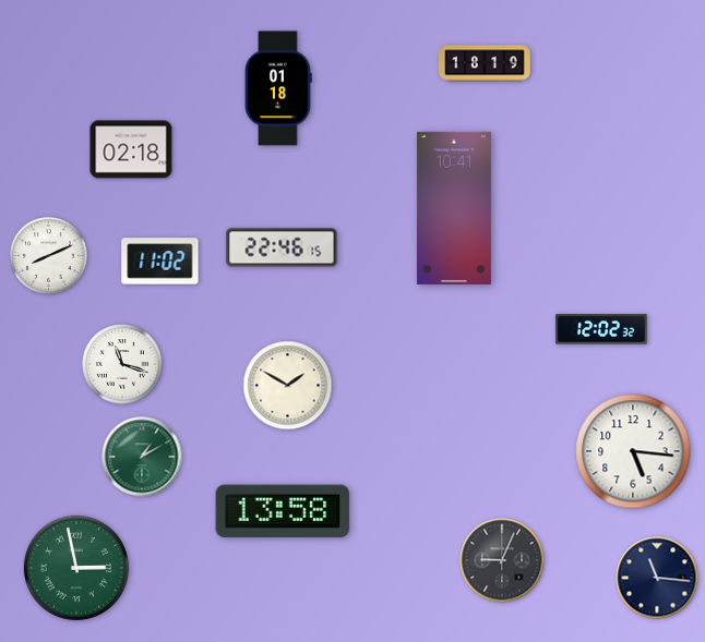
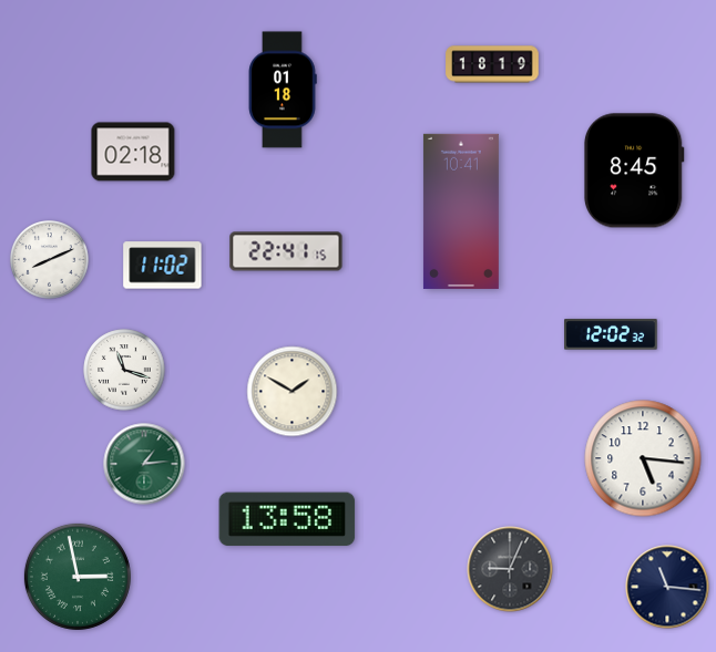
clock at (634, 170): none -> 8:45
clock at (282, 247): 22:46 -> 22:41
clock at (142, 457): 1:10 -> 1:14
